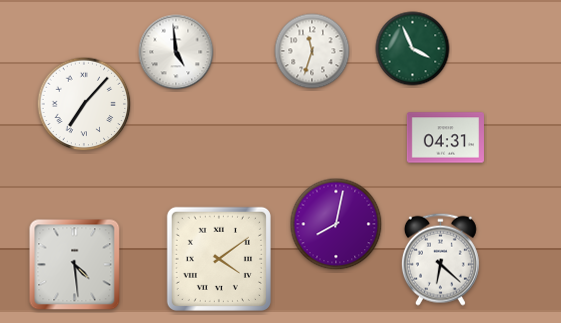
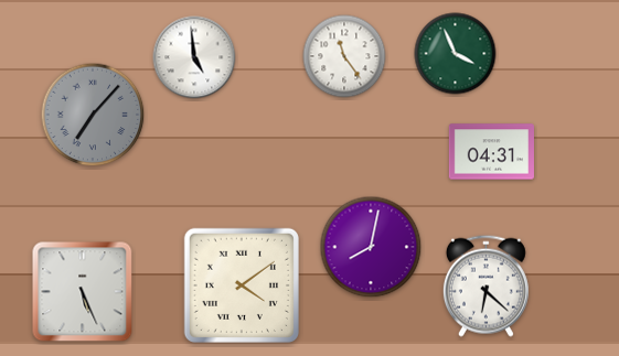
clock at (312, 51): 11:33 -> 11:24
clock at (84, 104) dial: white -> grey
clock at (75, 265): 4:29 -> 5:26
